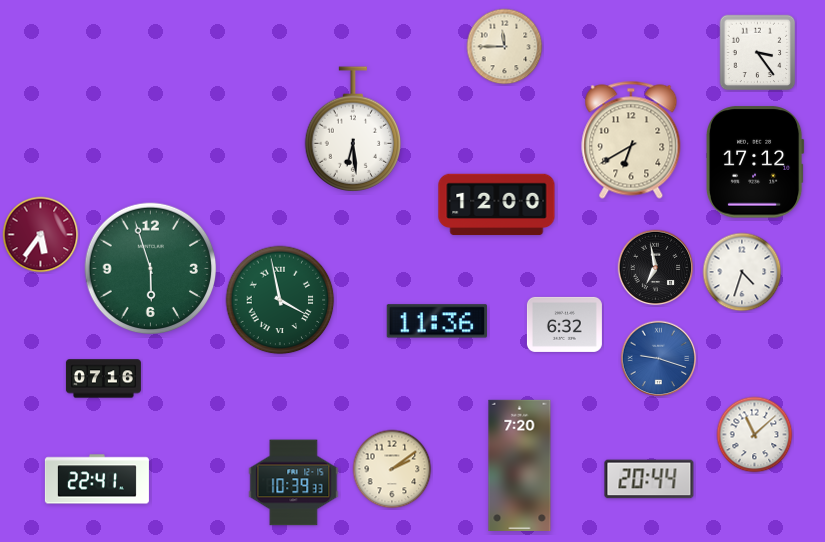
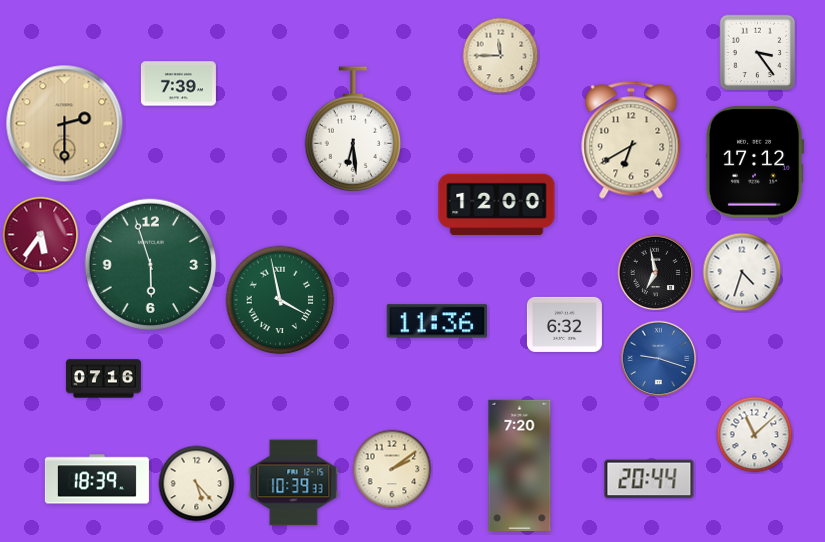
clock at (505, 47) position: (505, 47) -> (501, 56)
clock at (178, 84): none -> 7:39
clock at (65, 124): none -> 2:30
clock at (656, 268) position: (656, 268) -> (656, 273)
clock at (151, 269) position: (151, 269) -> (151, 265)
clock at (97, 479): 22:41 -> 18:39
clock at (197, 484): none -> 5:23
